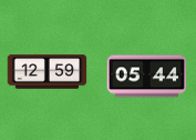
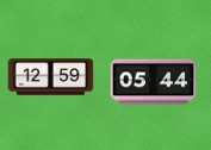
clock at (147, 77) position: (147, 77) -> (154, 82)
